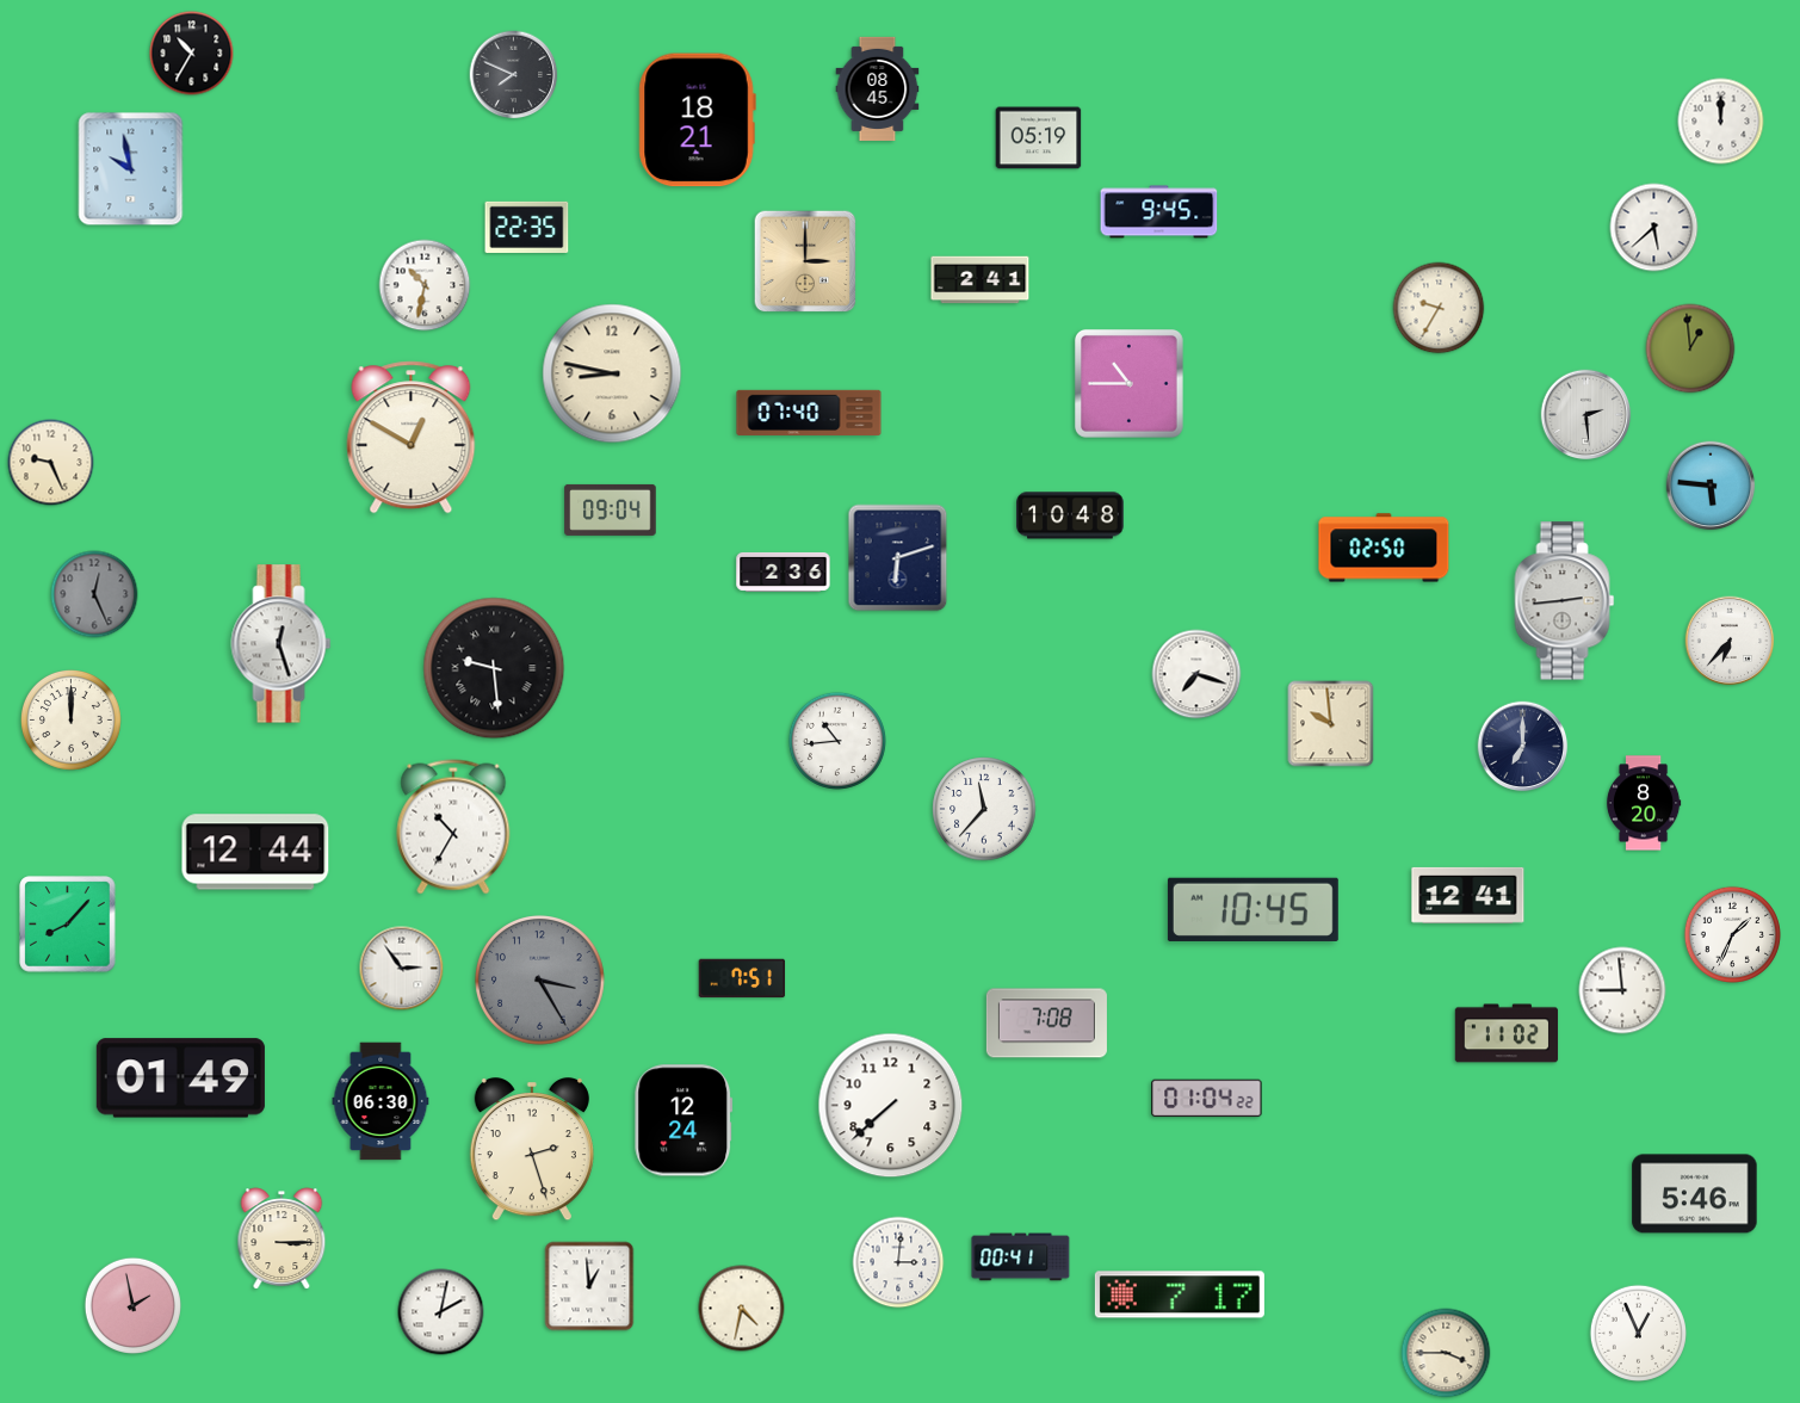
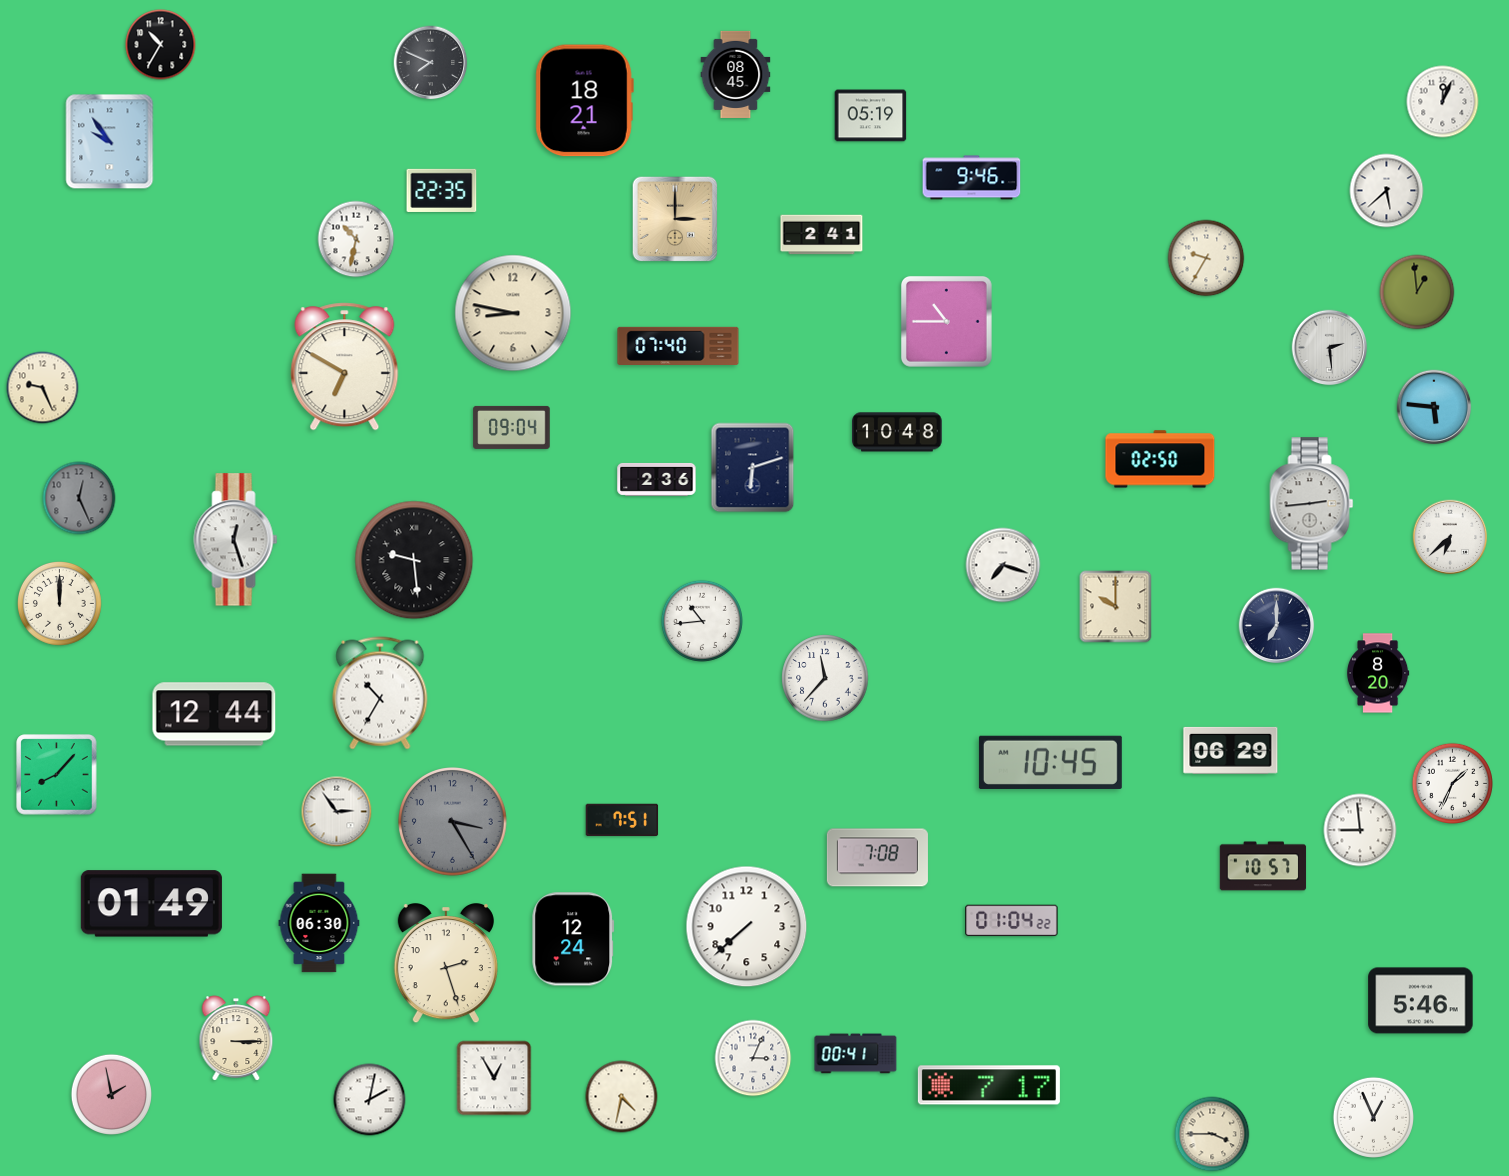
clock at (1721, 122): 12:00 -> 12:04
clock at (131, 169): 9:58 -> 9:54
clock at (1159, 212): 9:45 -> 9:46
clock at (412, 438): 12:50 -> 6:50
clock at (1730, 641): 6:37 -> 6:38
clock at (1331, 724): 9:59 -> 10:00
clock at (1468, 895): 12:41 -> 06:29
clock at (1507, 1033): 11:02 -> 10:57
clock at (898, 1262): 3:01 -> 3:04
clock at (589, 1286): 12:59 -> 12:55
